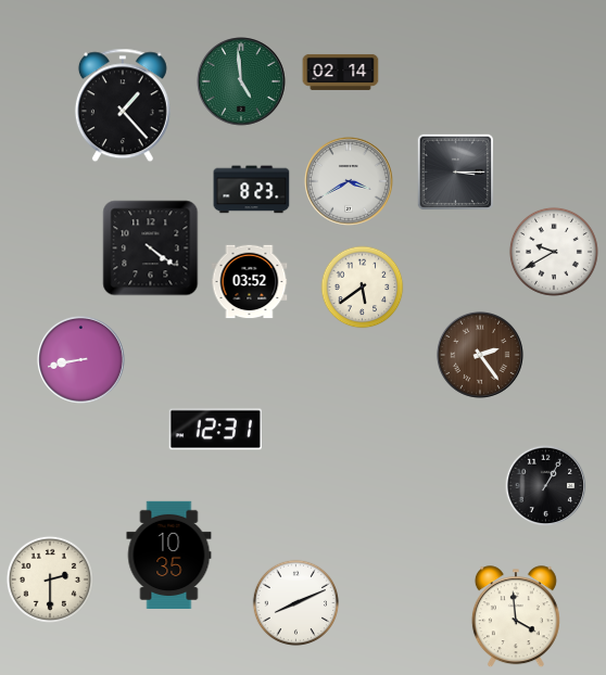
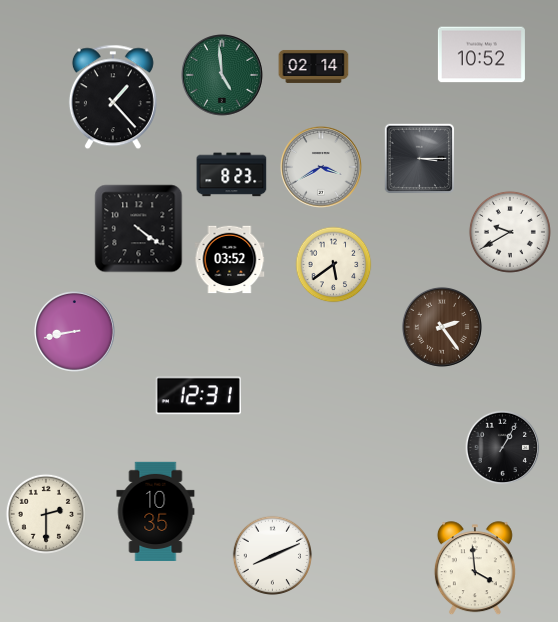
clock at (481, 55): none -> 10:52
clock at (50, 580) position: (50, 580) -> (46, 514)
